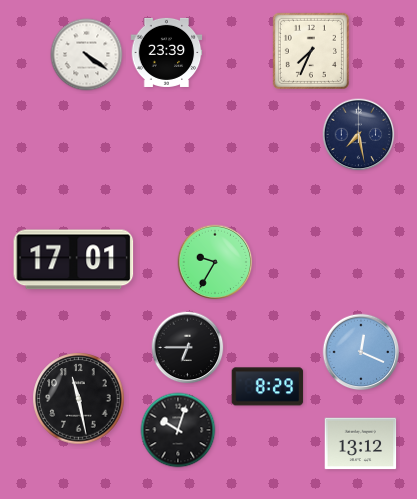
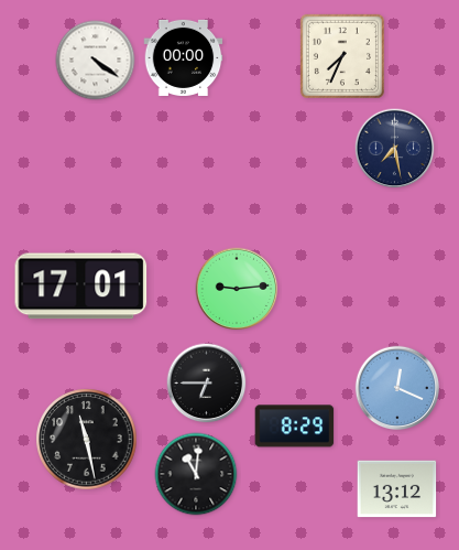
clock at (167, 52): 23:39 -> 00:00
clock at (215, 262): 9:35 -> 9:14
clock at (178, 430): 10:03 -> 11:01
